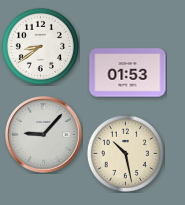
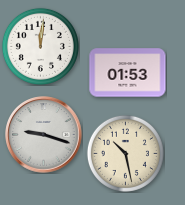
clock at (40, 46): 8:39 -> 12:01
clock at (44, 135): 9:07 -> 9:18
